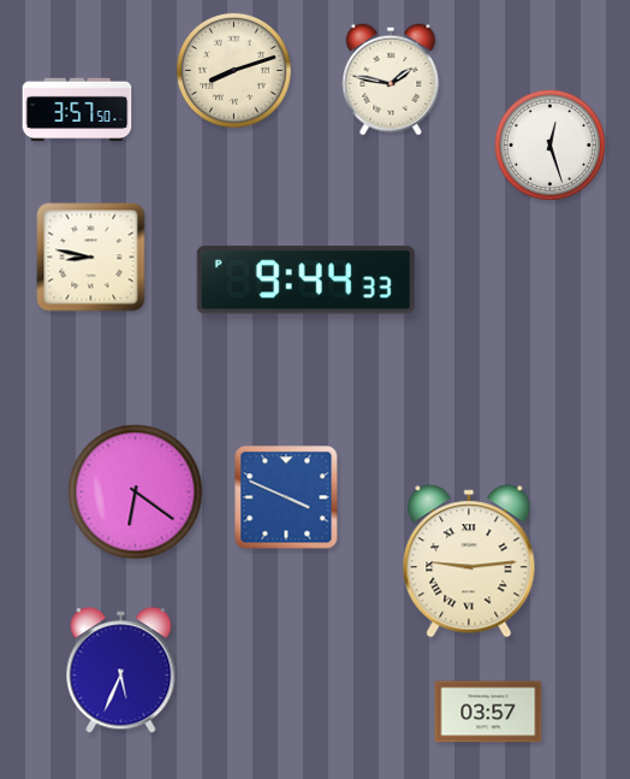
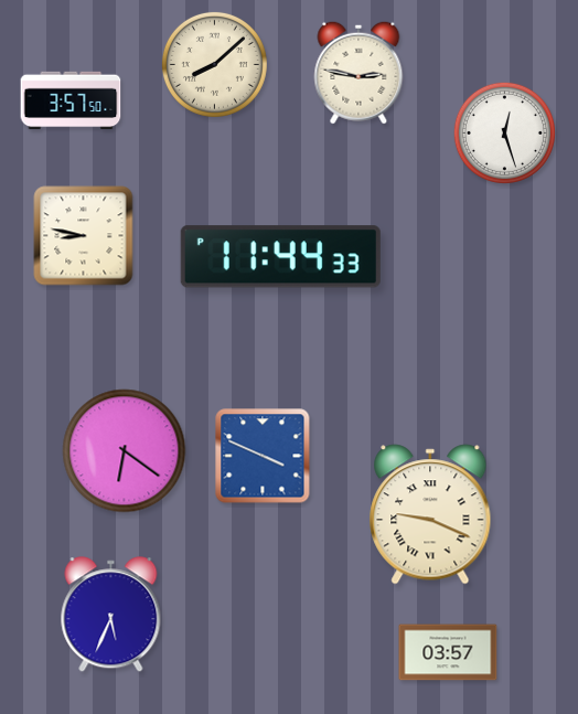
clock at (233, 70): 8:12 -> 8:08
clock at (391, 79): 1:47 -> 2:47
clock at (305, 281): 9:44 -> 11:44
clock at (469, 561): 9:14 -> 9:19
